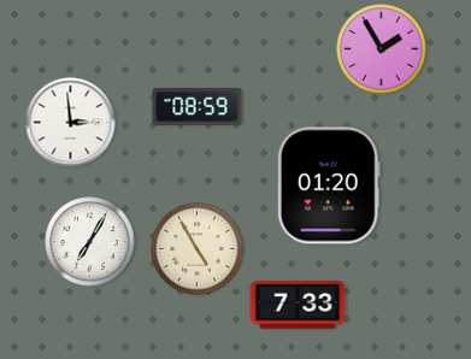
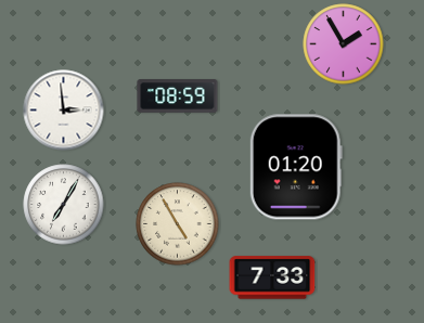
clock at (90, 242) position: (90, 242) -> (64, 205)
clock at (298, 305) position: (298, 305) -> (272, 277)
